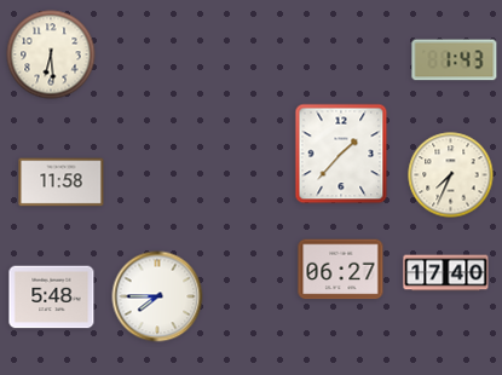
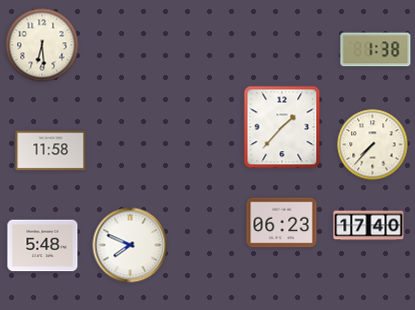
clock at (455, 60): 1:43 -> 1:38
clock at (451, 175): 7:34 -> 7:37
clock at (341, 270): 06:27 -> 06:23
clock at (157, 296): 7:45 -> 7:49
